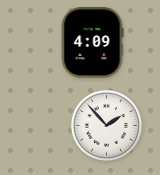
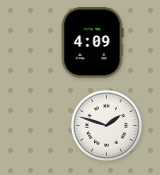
clock at (106, 125): 1:53 -> 1:48
